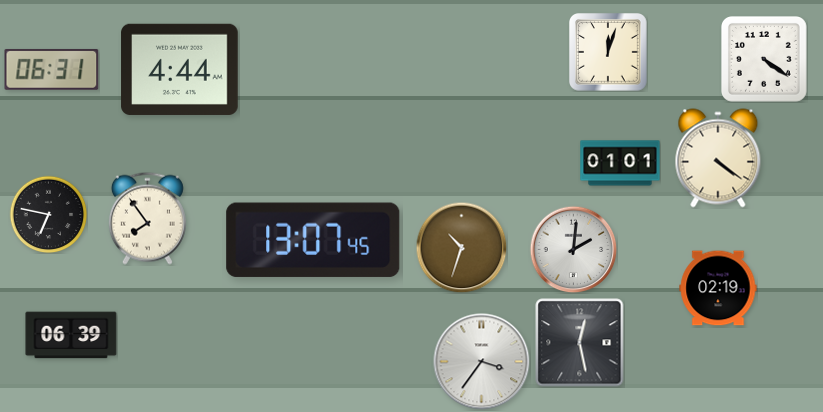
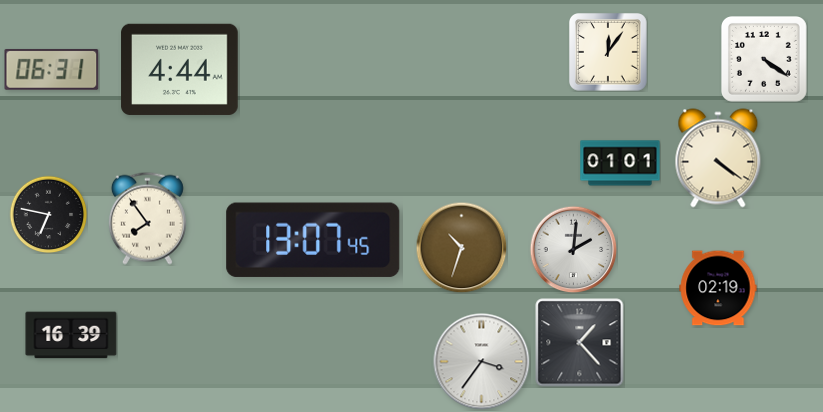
clock at (609, 53): 12:03 -> 12:06
clock at (71, 335): 06:39 -> 16:39
clock at (580, 343): 12:28 -> 1:23
